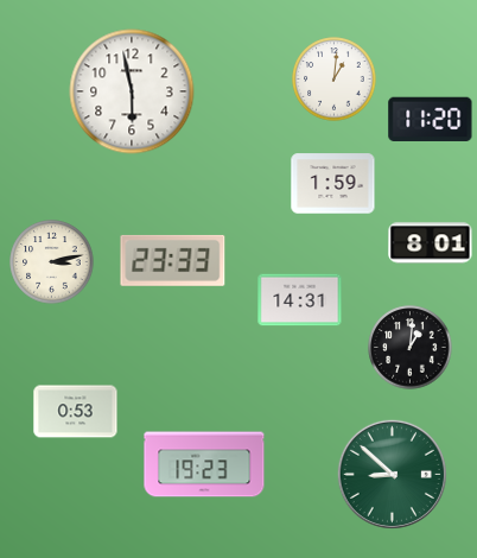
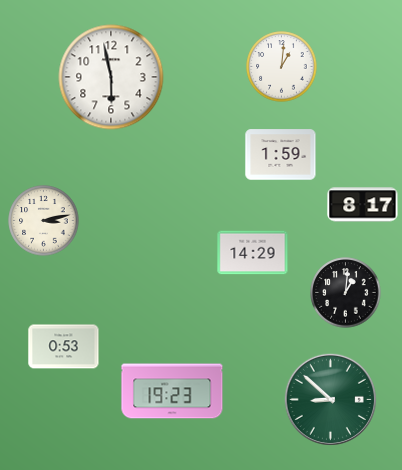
clock at (431, 119): 11:20 -> none
clock at (431, 243): 8:01 -> 8:17
clock at (173, 260): 23:33 -> none
clock at (300, 300): 14:31 -> 14:29
